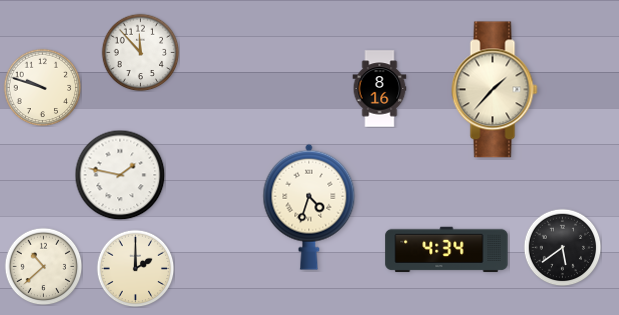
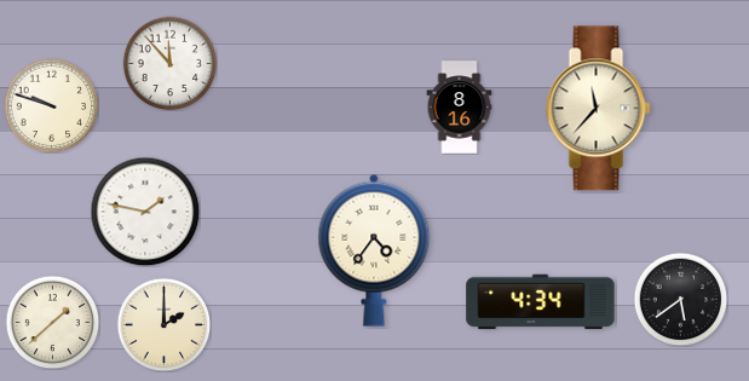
clock at (495, 90): 1:37 -> 11:37
clock at (309, 207): 4:33 -> 4:36
clock at (43, 266): 10:38 -> 1:38
